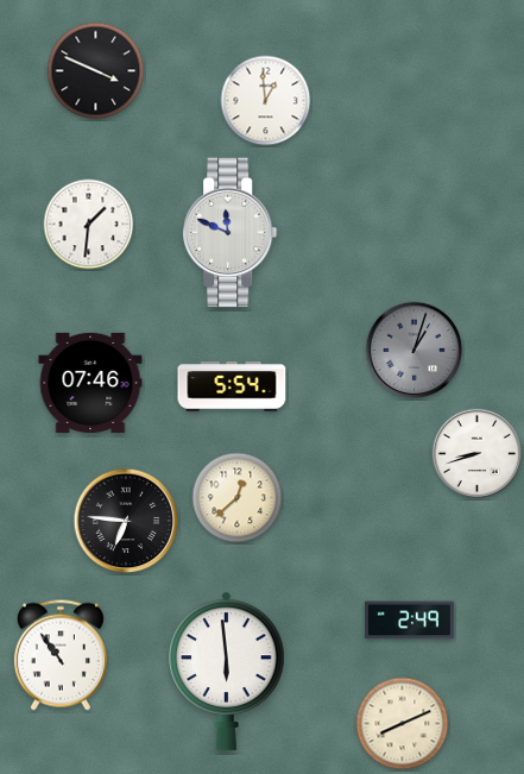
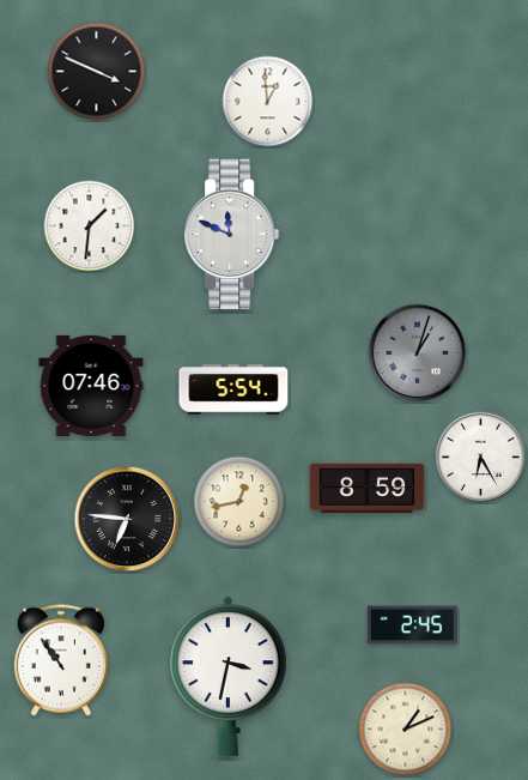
clock at (478, 454): 8:42 -> 6:25
clock at (368, 488): none -> 8:59
clock at (238, 498): 12:38 -> 12:43
clock at (126, 521) position: (126, 521) -> (127, 519)
clock at (409, 621): 2:49 -> 2:45
clock at (227, 671): 5:59 -> 3:32
clock at (403, 724): 8:11 -> 1:11
